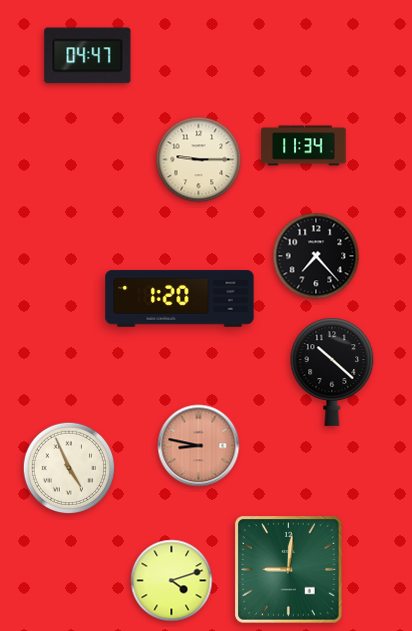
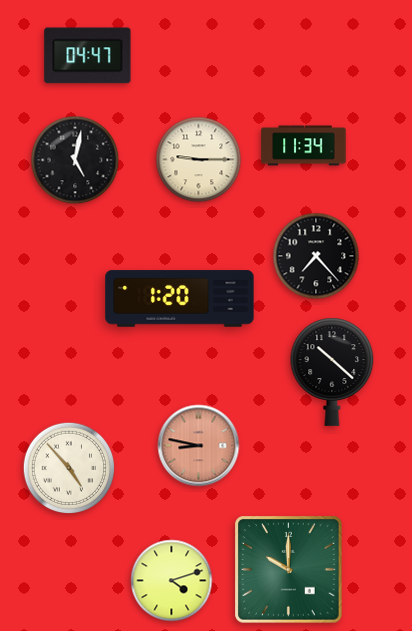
clock at (75, 160): none -> 5:02
clock at (69, 468): 4:56 -> 4:53
clock at (289, 570): 9:01 -> 10:00
